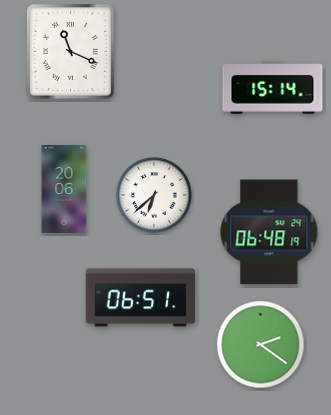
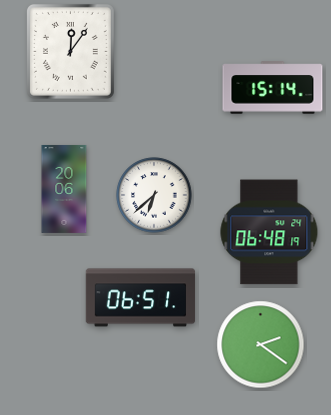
clock at (70, 51): 11:19 -> 12:06
